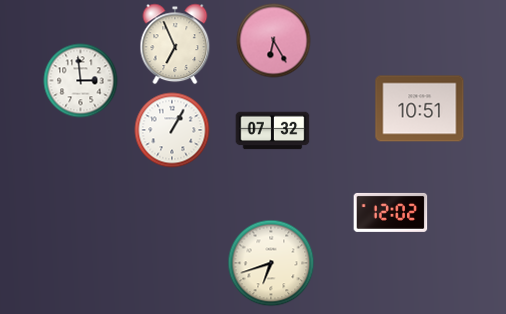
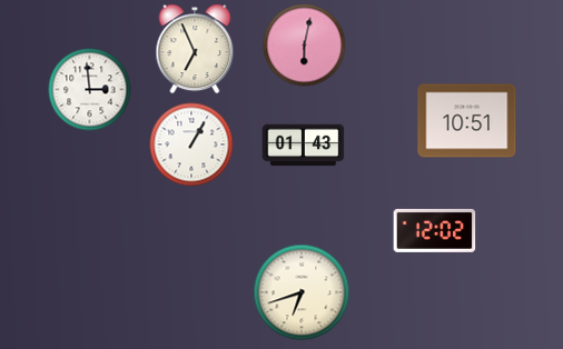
clock at (274, 41): 6:25 -> 6:02
clock at (273, 131): 07:32 -> 01:43
clock at (391, 212) position: (391, 212) -> (435, 230)
